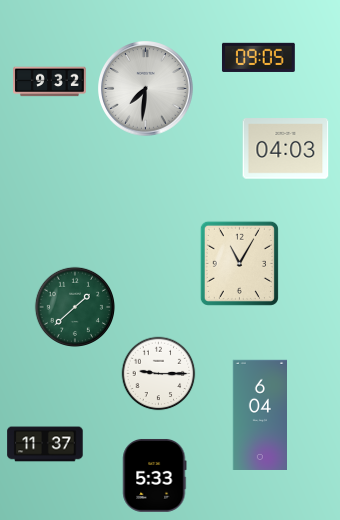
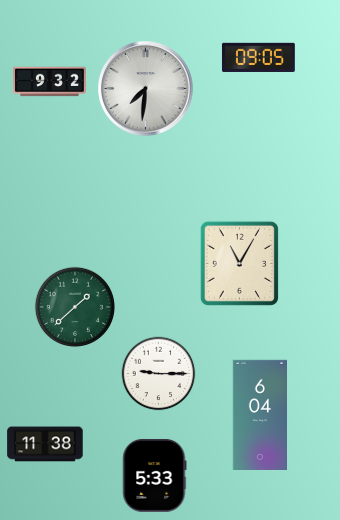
clock at (286, 149): 04:03 -> none
clock at (45, 444): 11:37 -> 11:38
